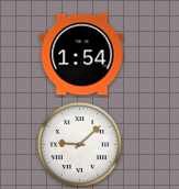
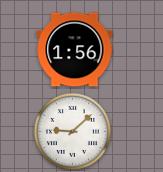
clock at (82, 55): 1:54 -> 1:56
